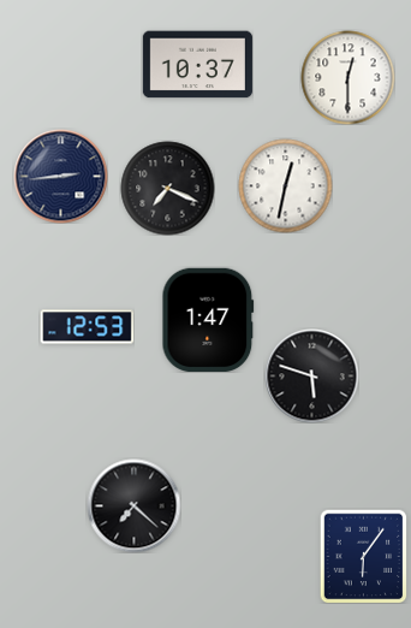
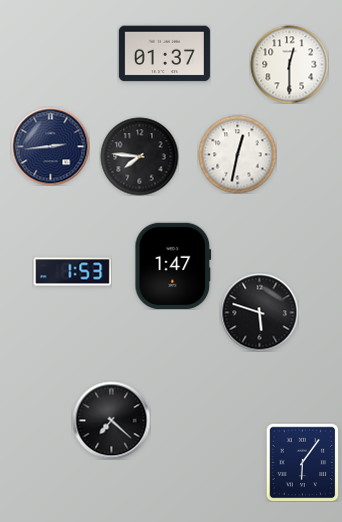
clock at (197, 65): 10:37 -> 01:37
clock at (167, 188): 7:19 -> 7:46
clock at (87, 327): 12:53 -> 1:53
